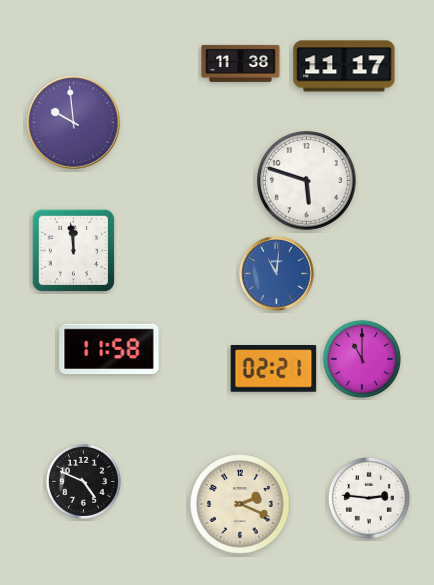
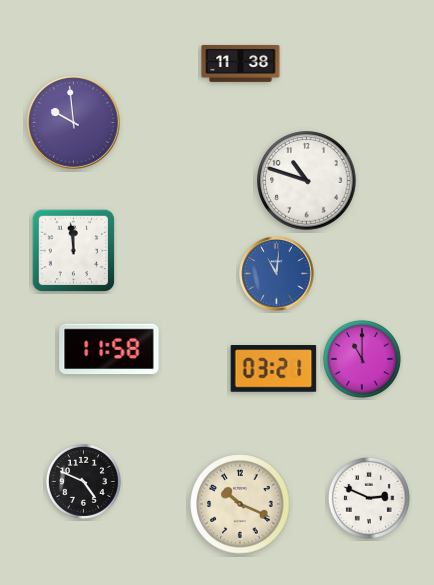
clock at (344, 66): 11:17 -> none
clock at (307, 181): 5:48 -> 10:48
clock at (274, 369): 02:21 -> 03:21
clock at (369, 498): 2:46 -> 2:49
clock at (240, 504): 2:19 -> 10:19
